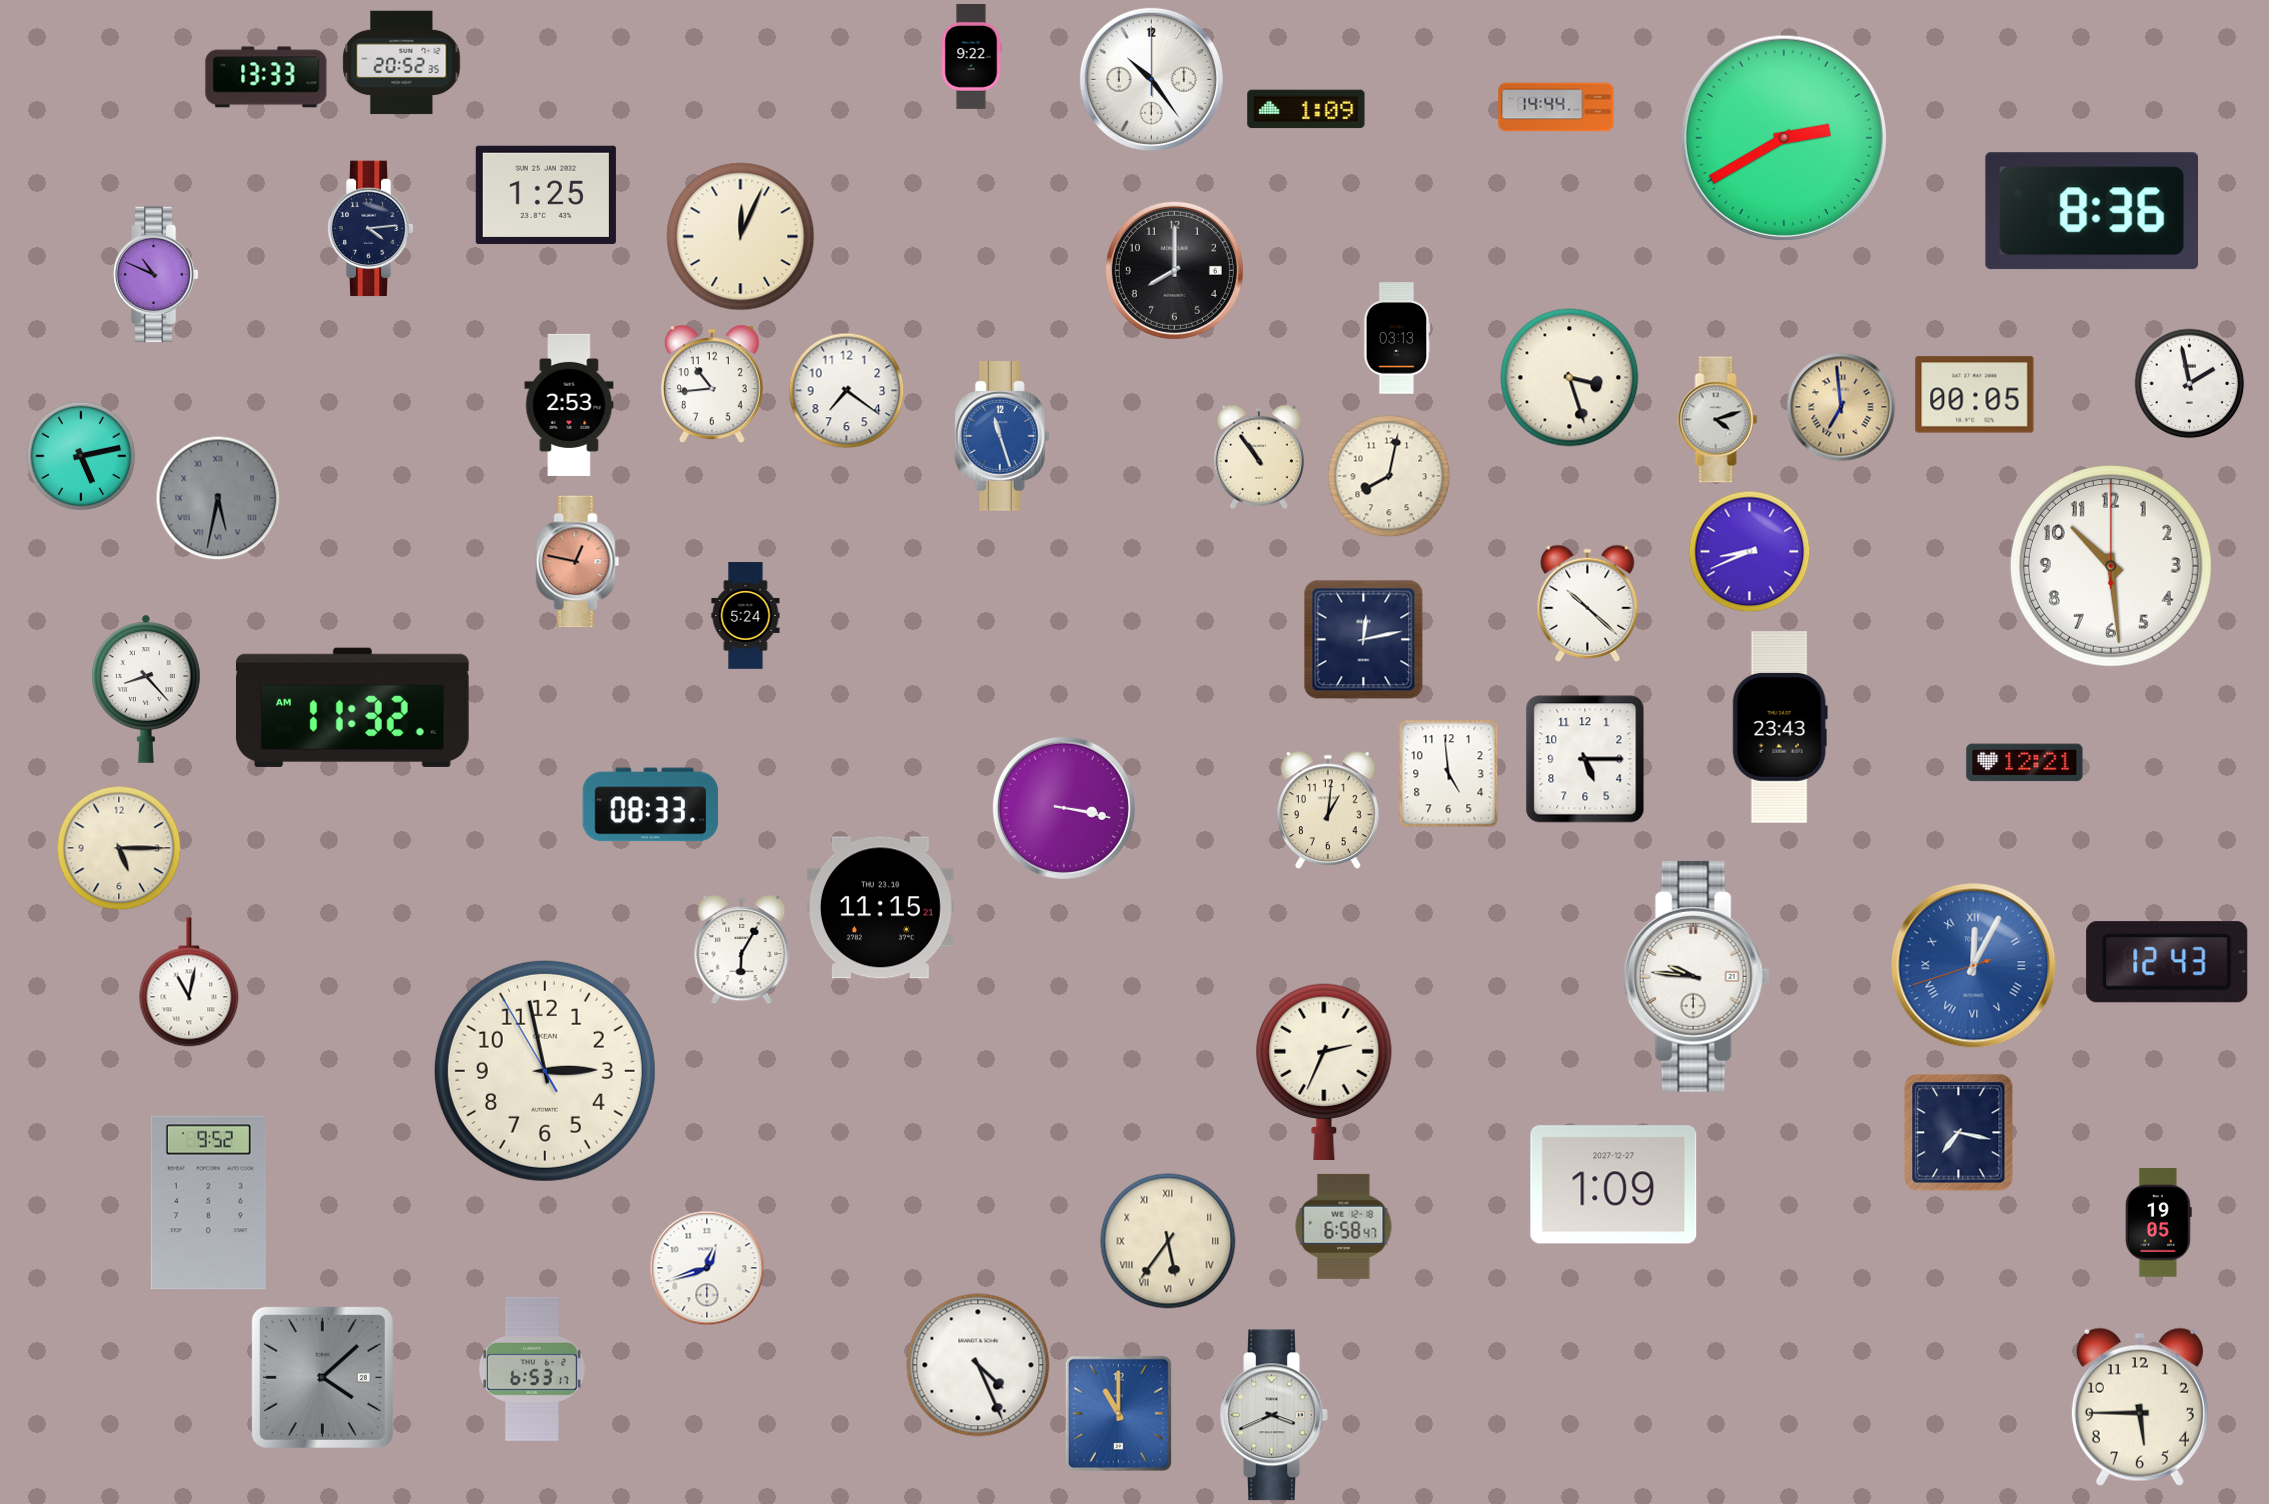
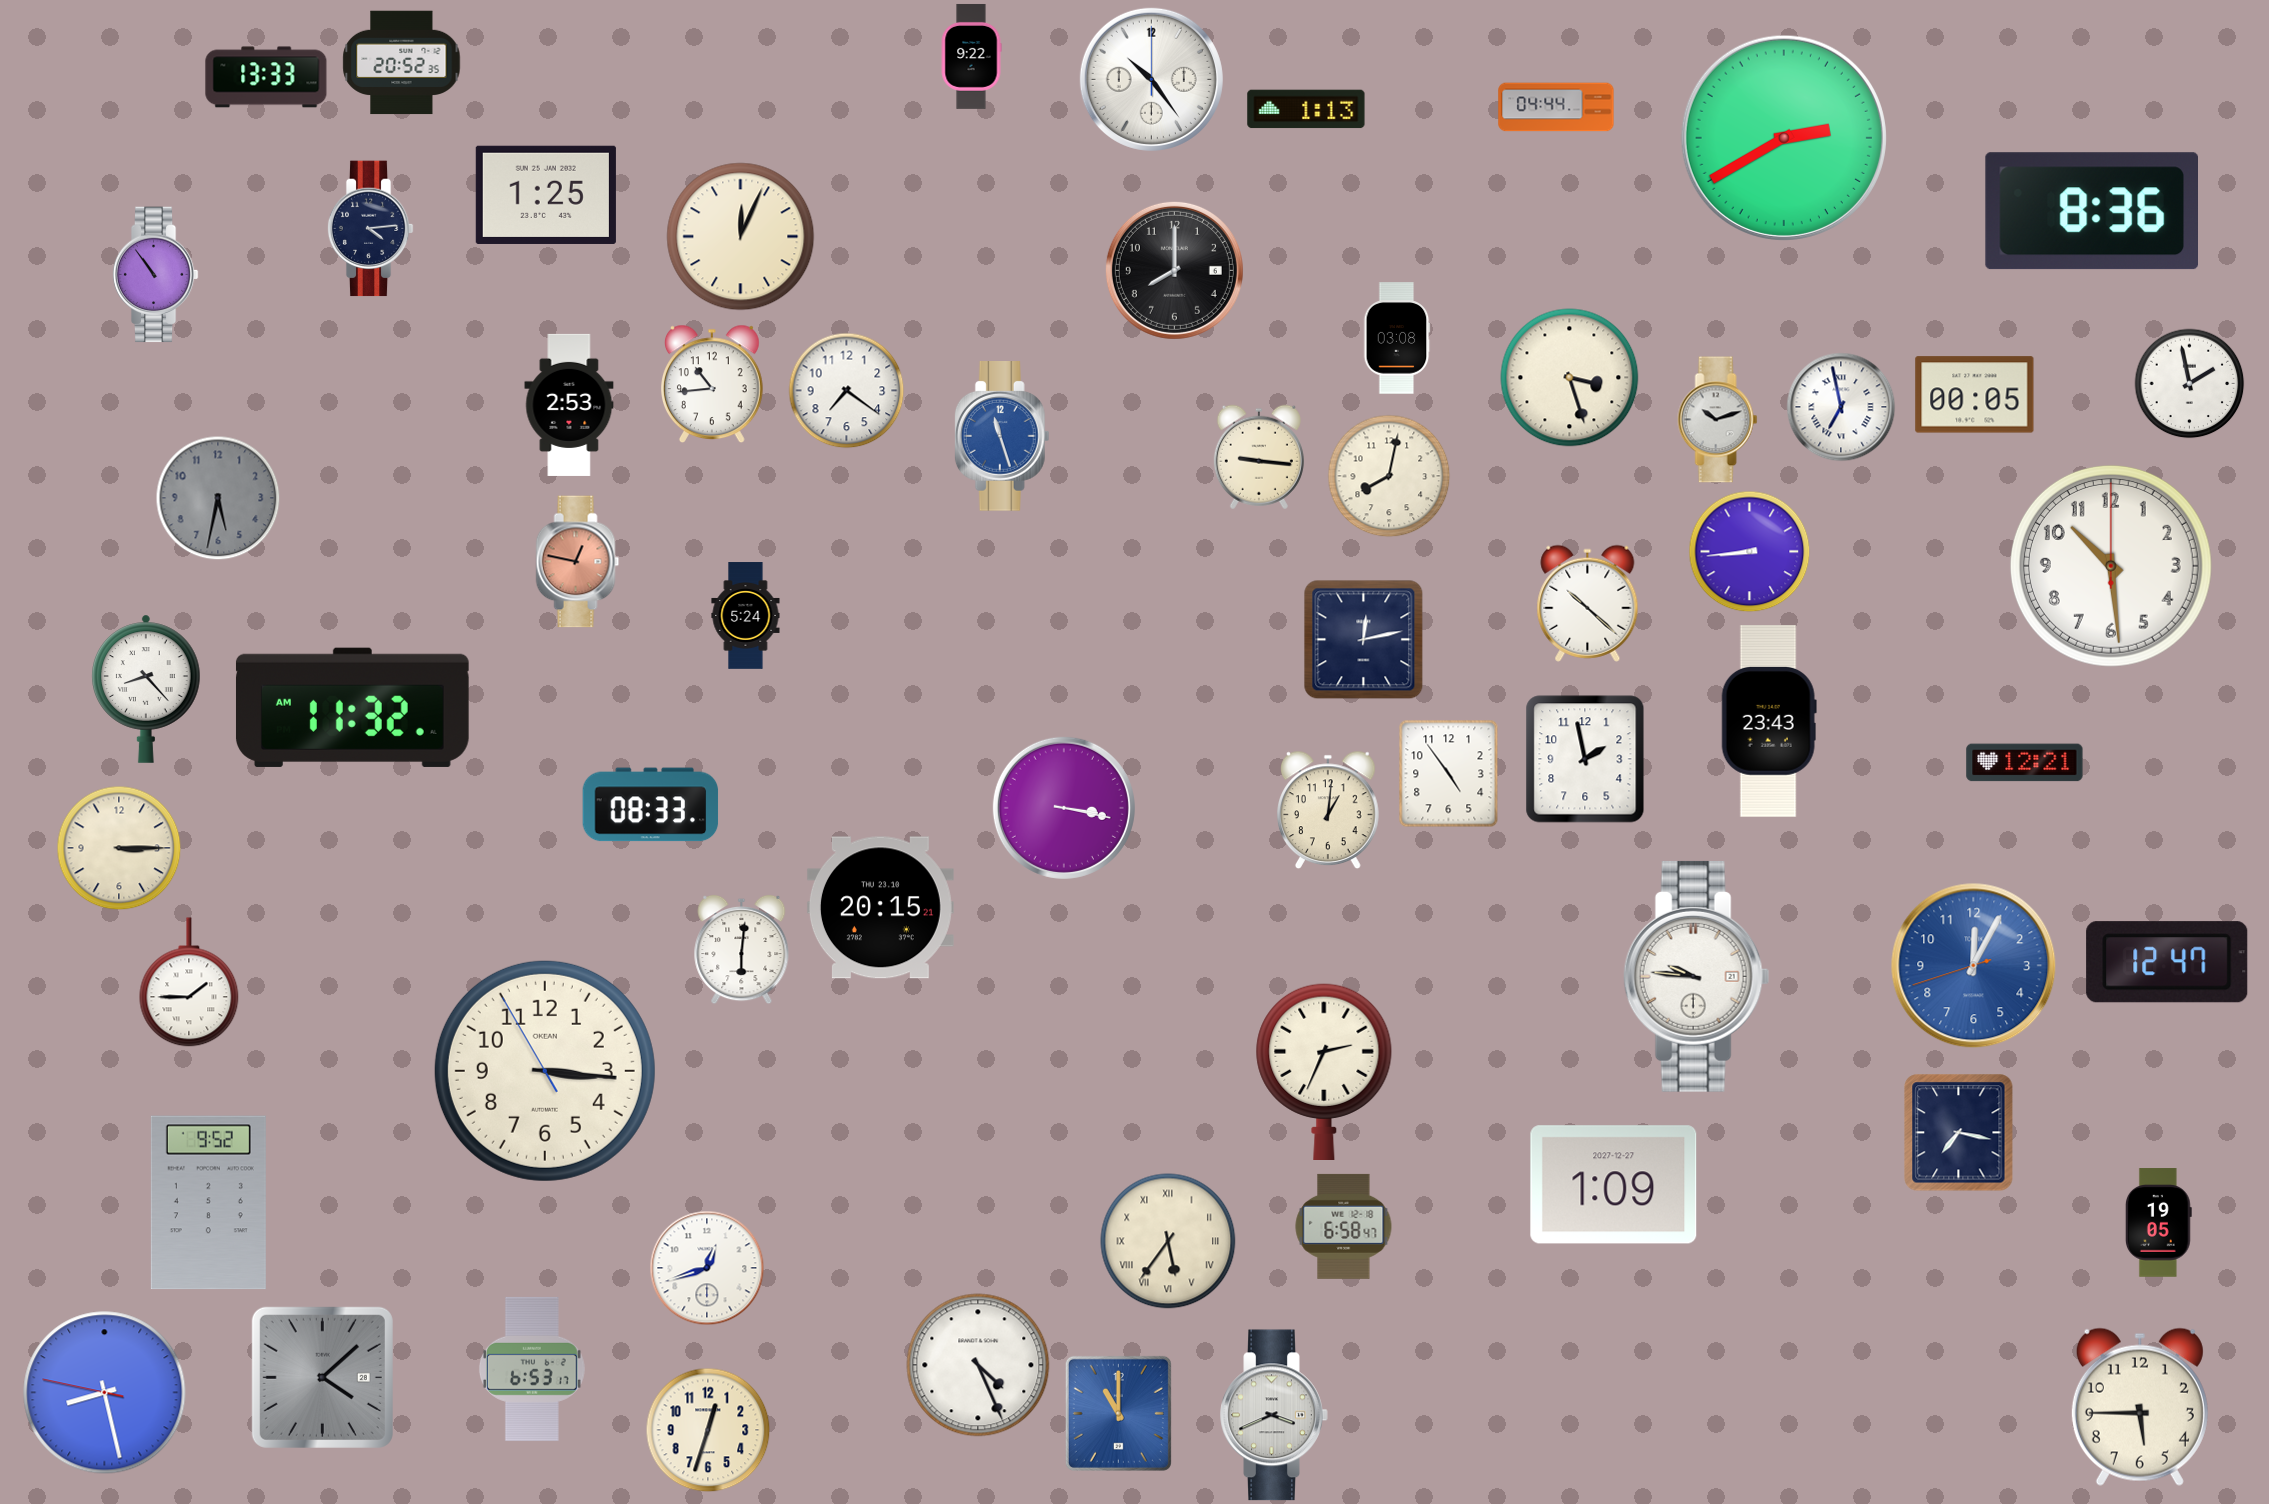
clock at (1556, 107): 14:44 -> 04:44
clock at (1306, 109): 1:09 -> 1:13
clock at (155, 275): 10:49 -> 10:54
clock at (1397, 338): 03:13 -> 03:08
clock at (1841, 407): 6:59 -> 6:58
clock at (1841, 407) dial: champagne -> white
clock at (1718, 420): 4:12 -> 10:12
clock at (81, 456): 5:13 -> none
clock at (1259, 457): 10:54 -> 9:16
clock at (218, 498) numerals: Roman -> Arabic
clock at (1750, 552): 8:41 -> 8:44
clock at (1780, 727) position: (1780, 727) -> (1769, 721)
clock at (1585, 759): 5:15 -> 1:58
clock at (1449, 774): 4:59 -> 4:54
clock at (119, 848): 5:15 -> 3:15
clock at (880, 908): 11:15 -> 20:15
clock at (742, 950): 6:05 -> 6:01
clock at (2167, 962): 12:43 -> 12:47
clock at (1974, 966) numerals: Roman -> Arabic
clock at (189, 982): 11:02 -> 1:45
clock at (545, 1071): 2:57 -> 3:15
clock at (105, 1393): none -> 8:27
clock at (708, 1430): none -> 12:33
